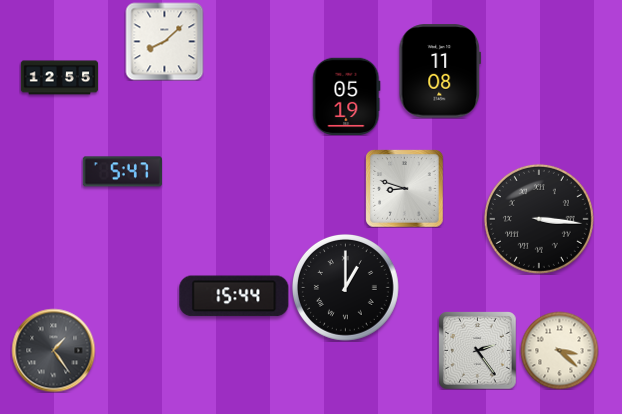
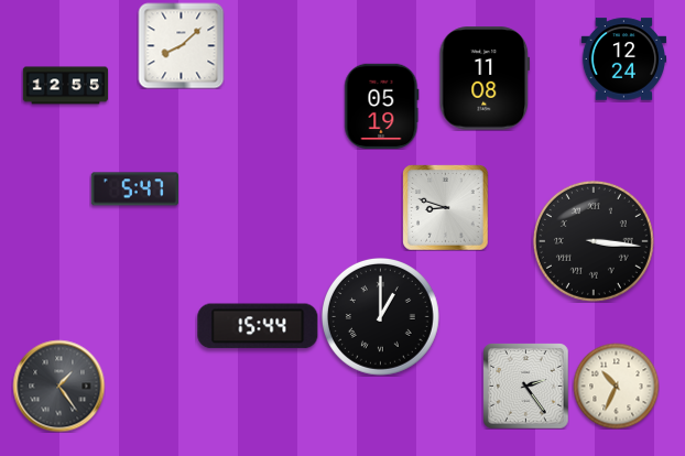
clock at (623, 59): none -> 12:24
clock at (559, 350): 3:22 -> 10:34
